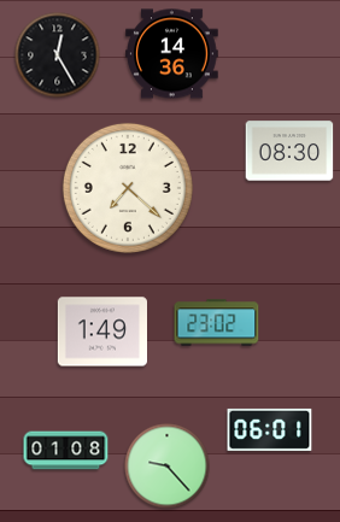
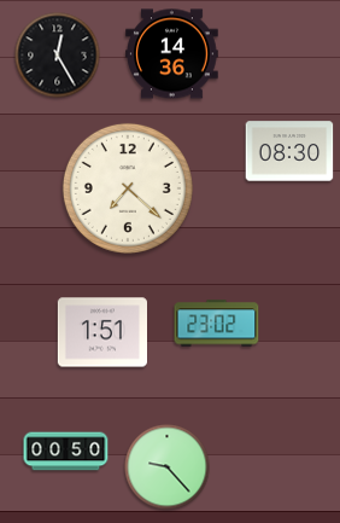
clock at (101, 332): 1:49 -> 1:51
clock at (270, 429): 06:01 -> none
clock at (66, 451): 01:08 -> 00:50
